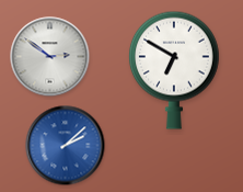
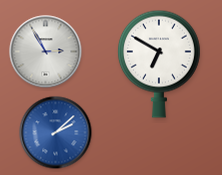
clock at (50, 57): 2:51 -> 2:55
clock at (66, 146) position: (66, 146) -> (56, 133)
